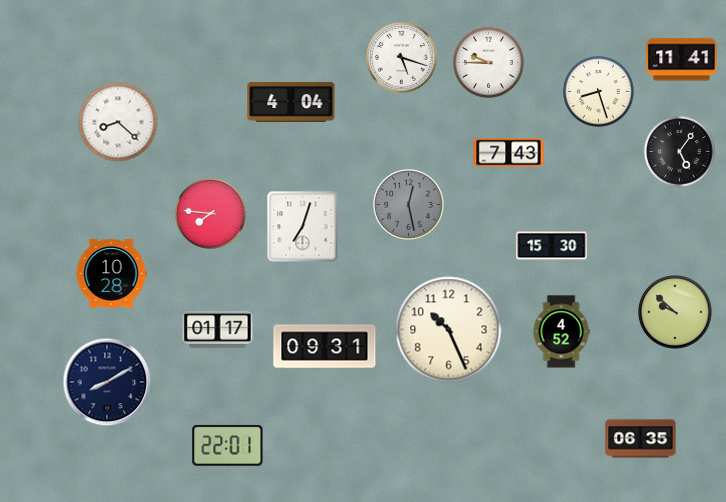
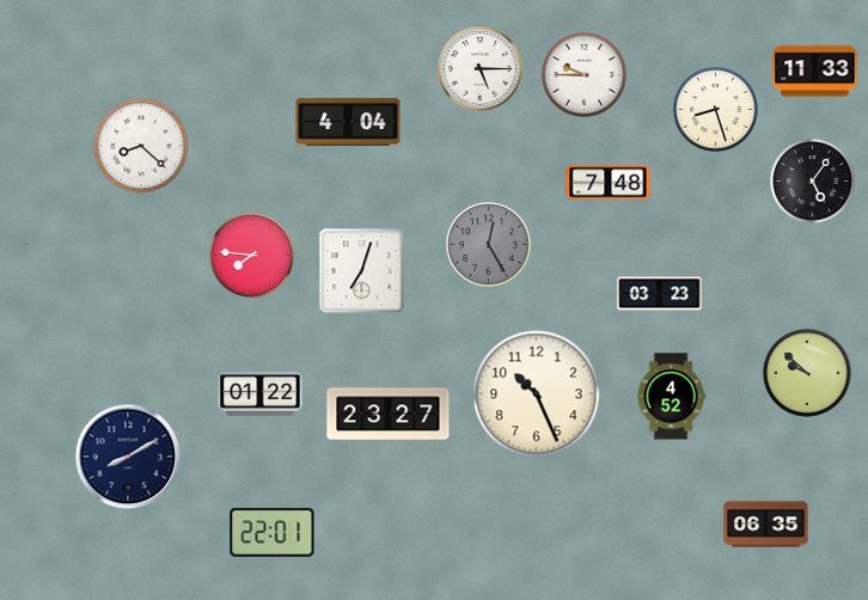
clock at (402, 58): 5:18 -> 5:15
clock at (682, 60): 11:41 -> 11:33
clock at (509, 153): 7:43 -> 7:48
clock at (409, 205): 12:28 -> 12:25
clock at (552, 246): 15:30 -> 03:23
clock at (111, 274): 10:28 -> none
clock at (218, 330): 01:17 -> 01:22
clock at (325, 347): 09:31 -> 23:27
